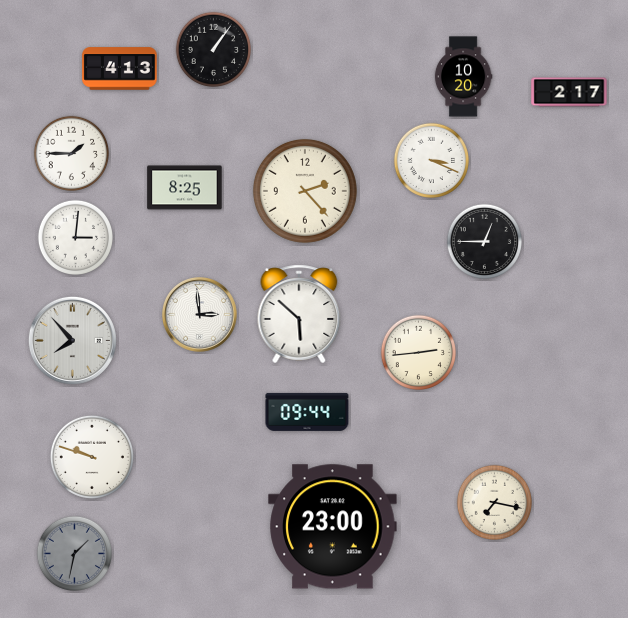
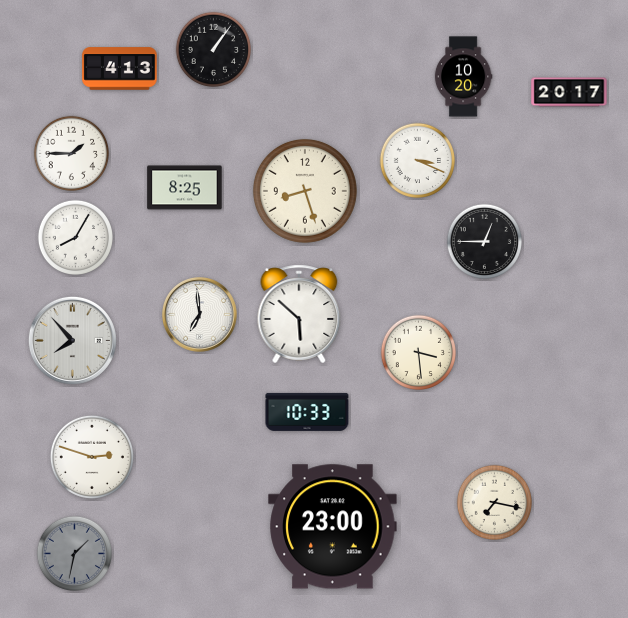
clock at (569, 92): 2:17 -> 20:17
clock at (431, 160) position: (431, 160) -> (417, 160)
clock at (305, 191): 2:23 -> 8:27
clock at (75, 237): 3:01 -> 8:05
clock at (200, 315): 2:59 -> 6:59
clock at (418, 352): 2:44 -> 3:29
clock at (307, 412): 09:44 -> 10:33
clock at (92, 457): 9:48 -> 2:48
